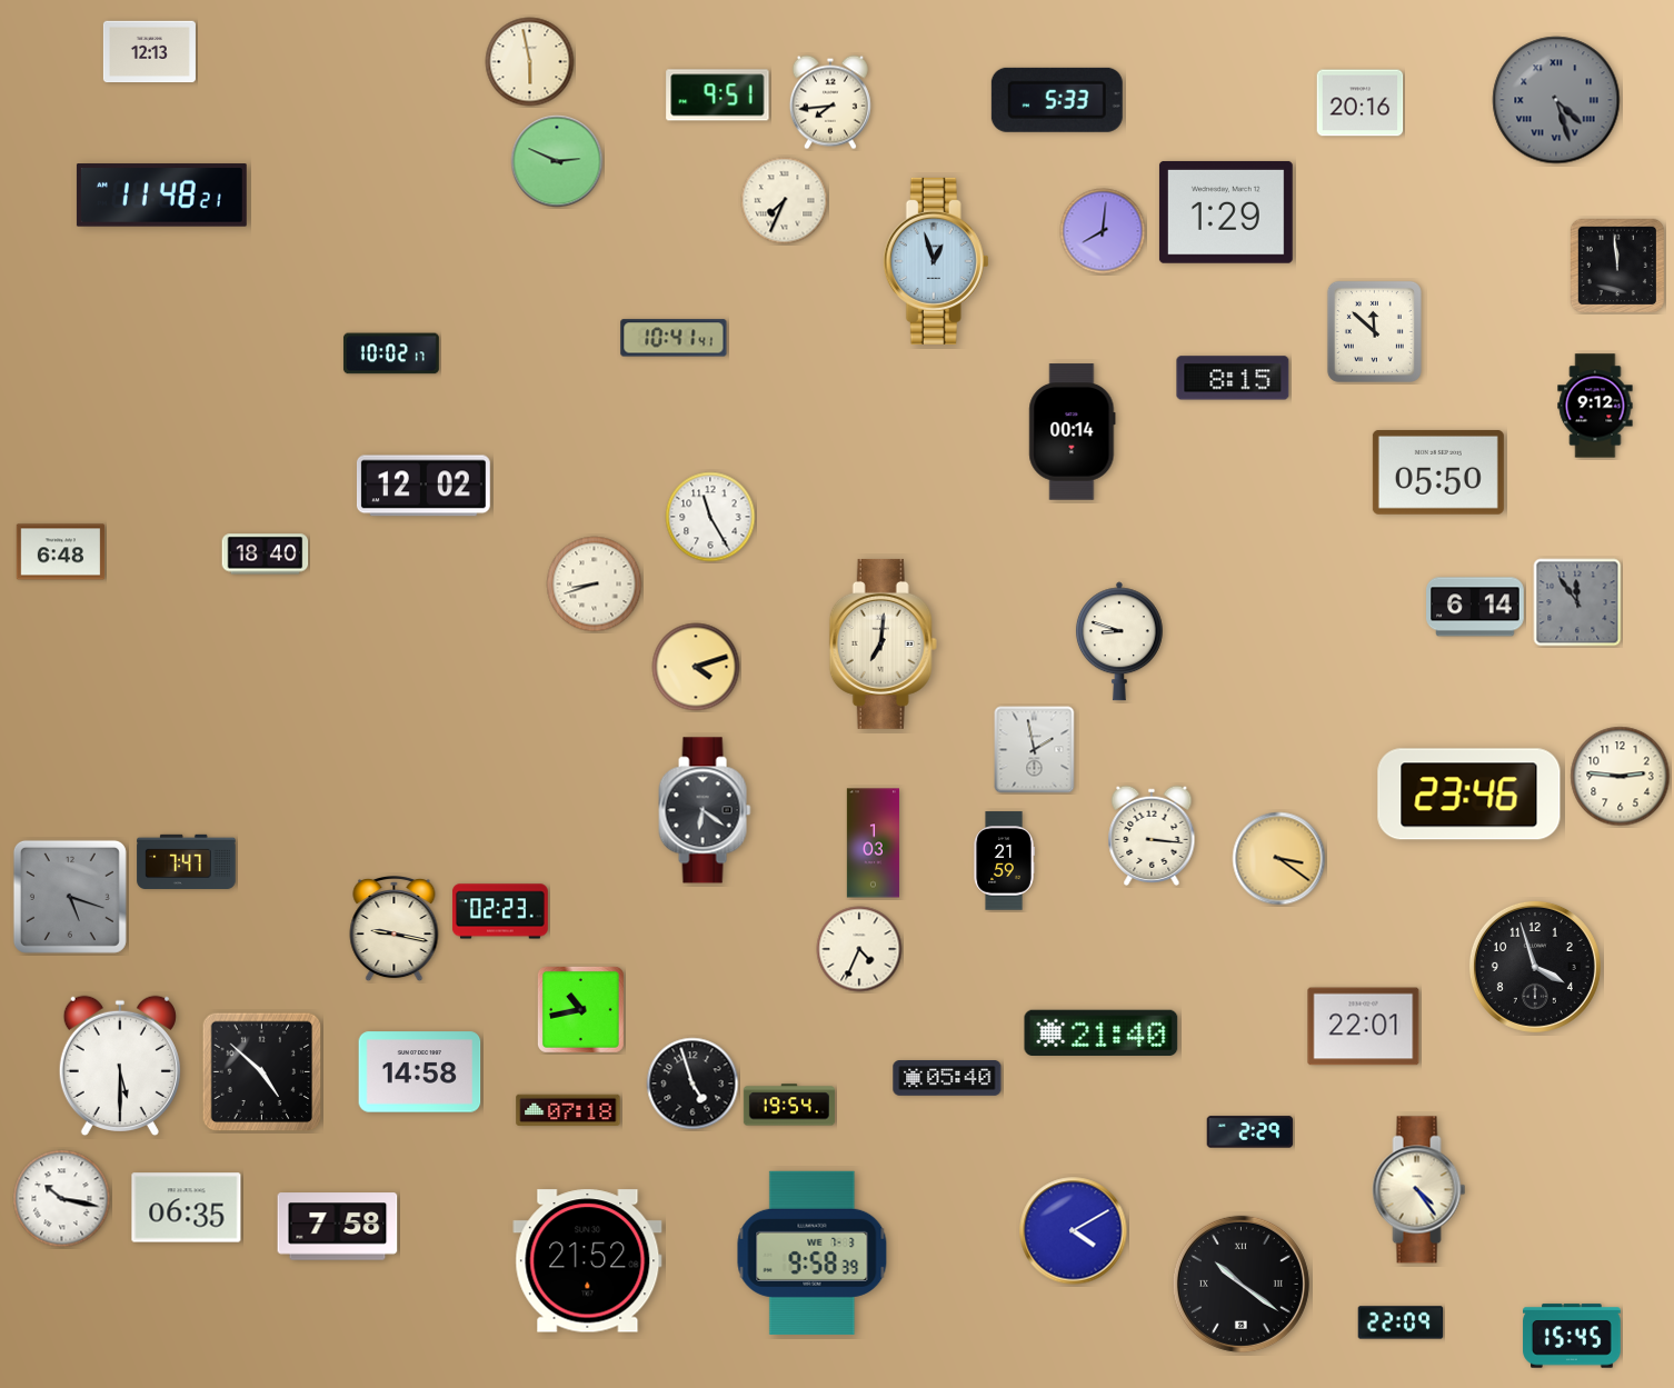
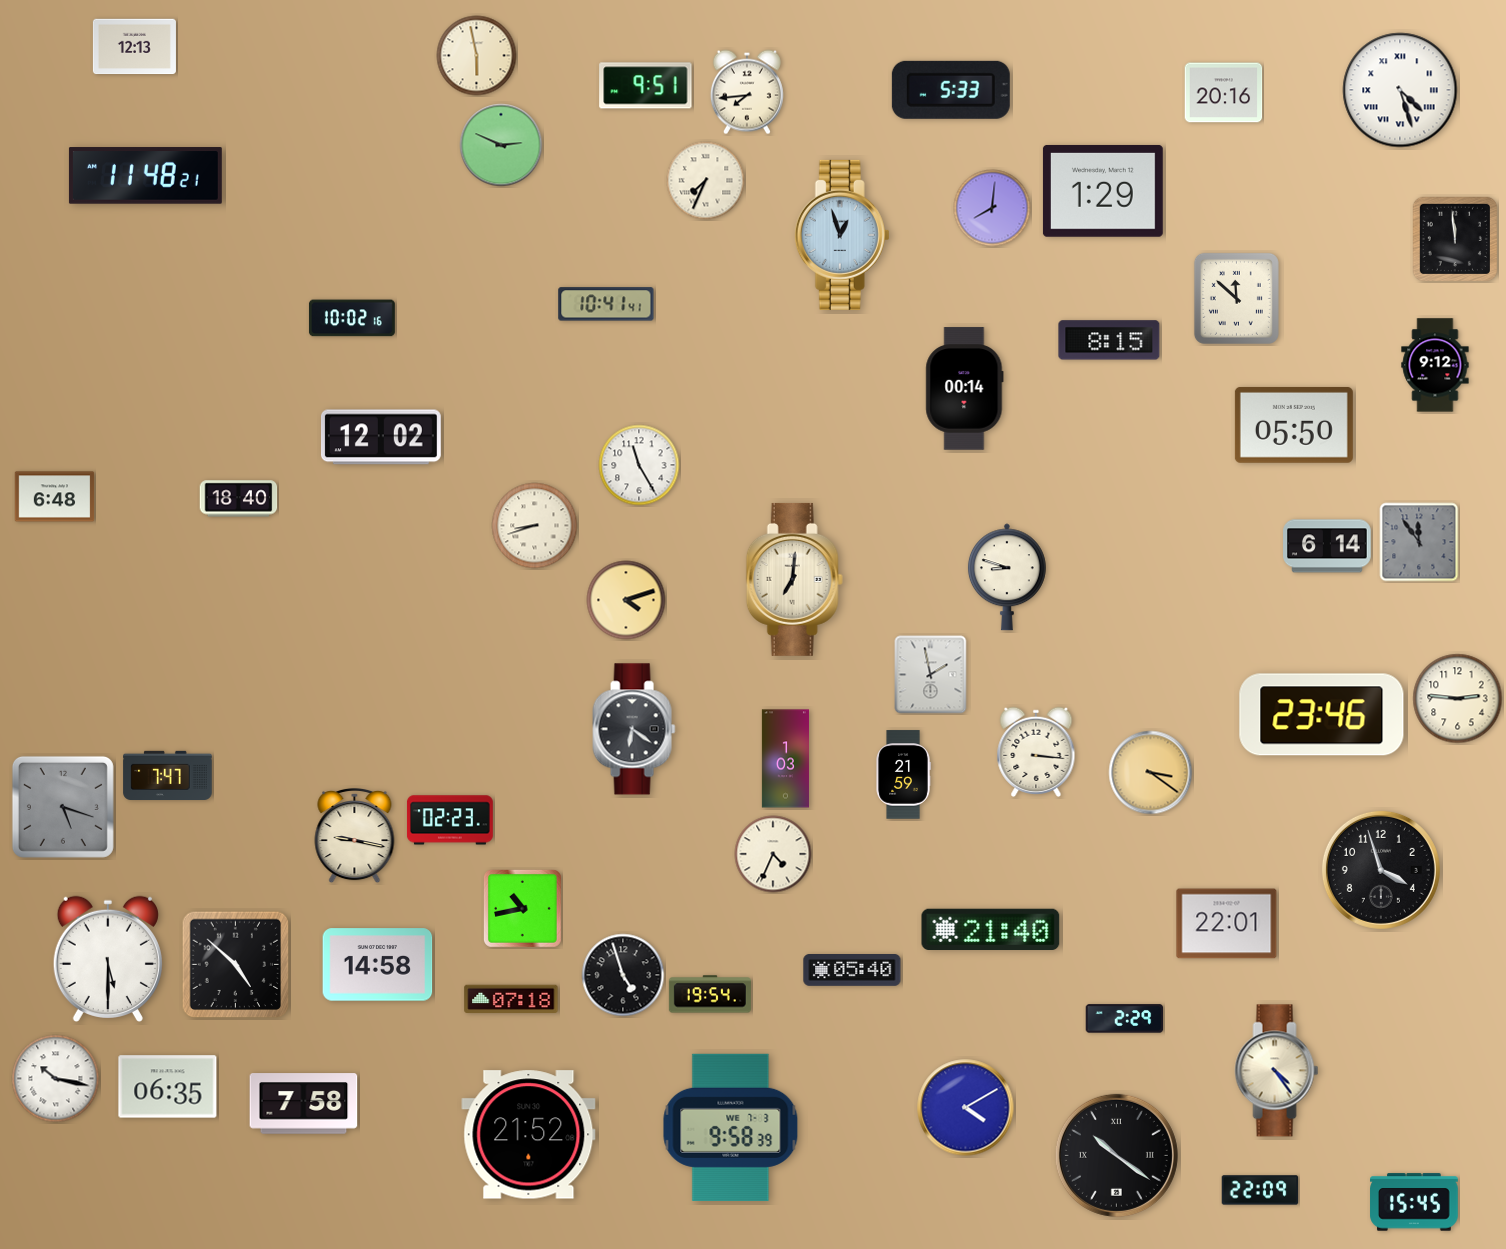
clock at (1556, 100) dial: grey -> white
clock at (391, 353): 10:02:17 -> 10:02:16
